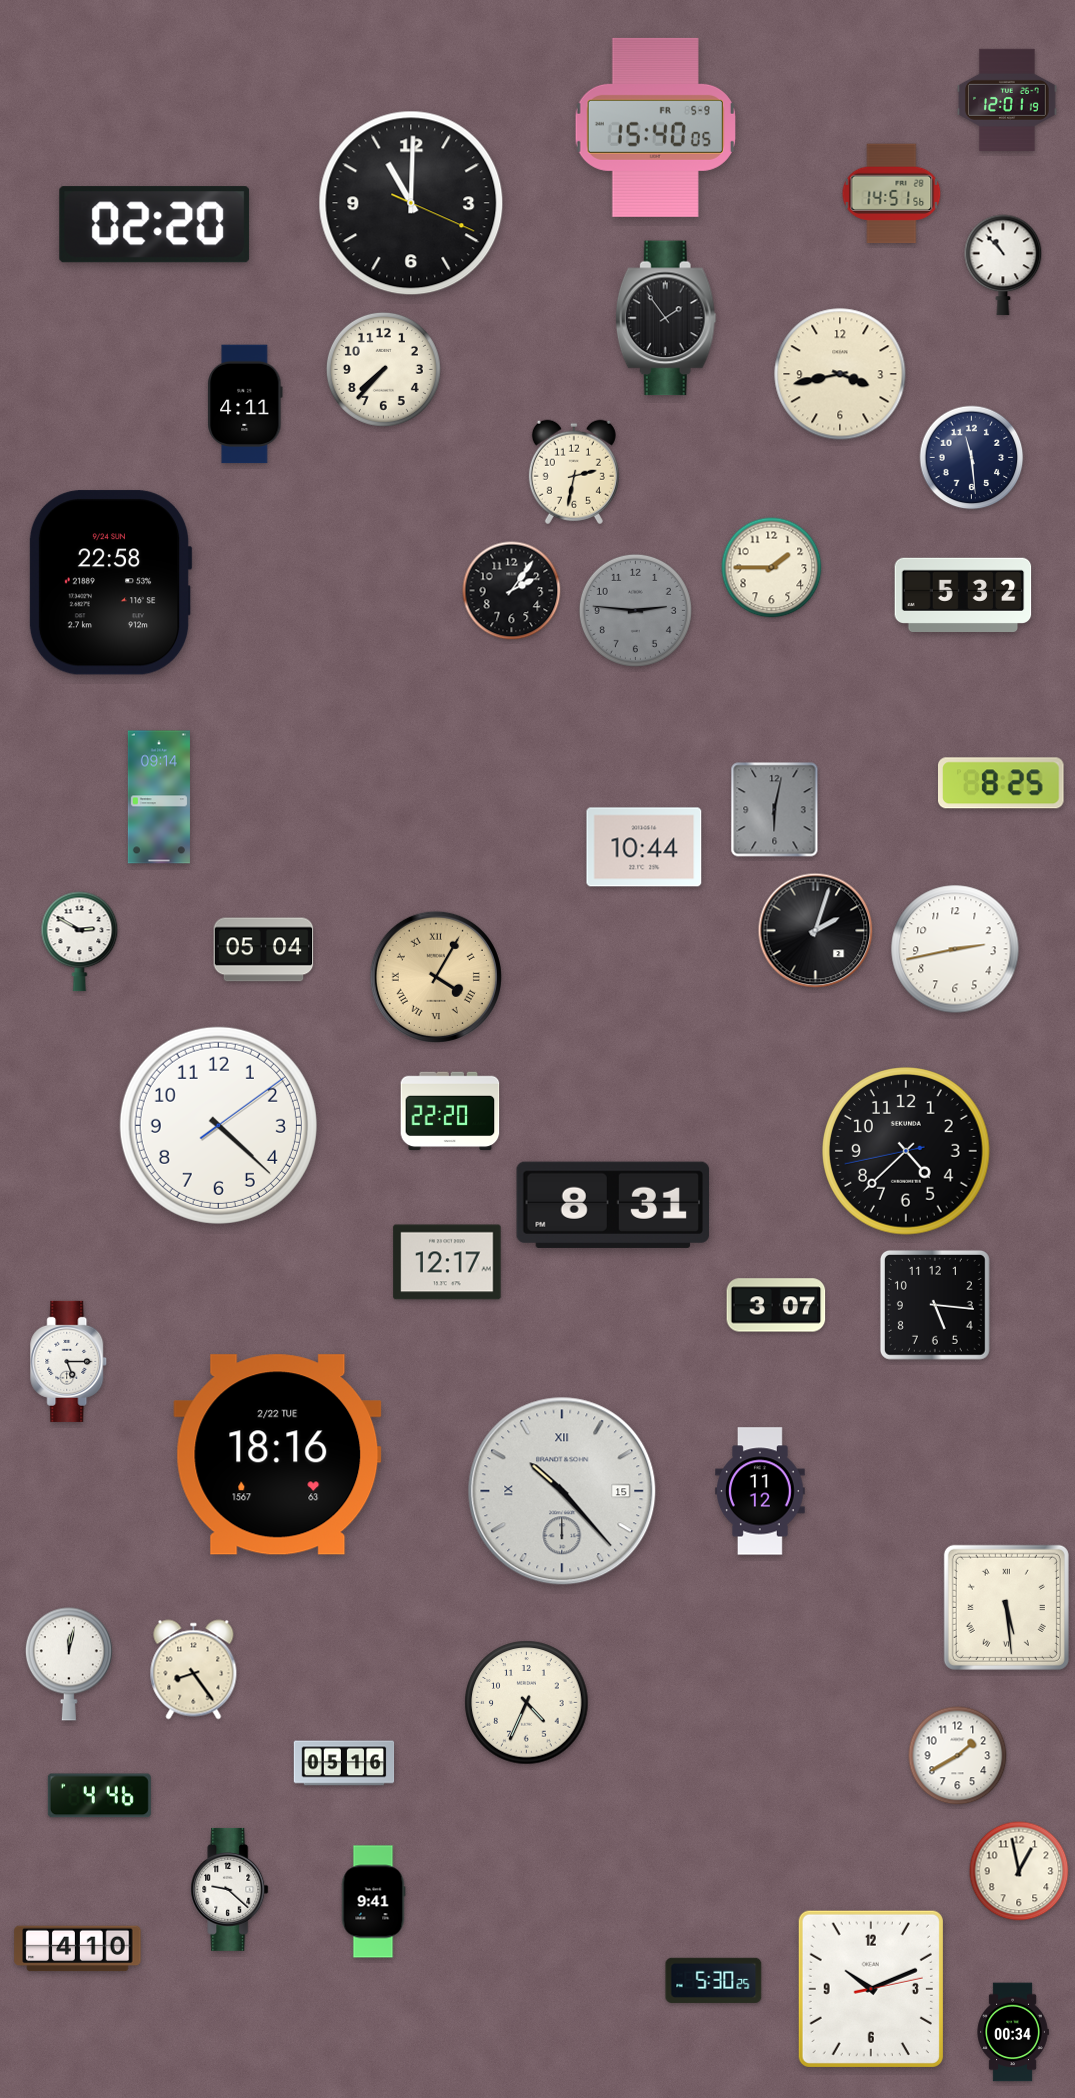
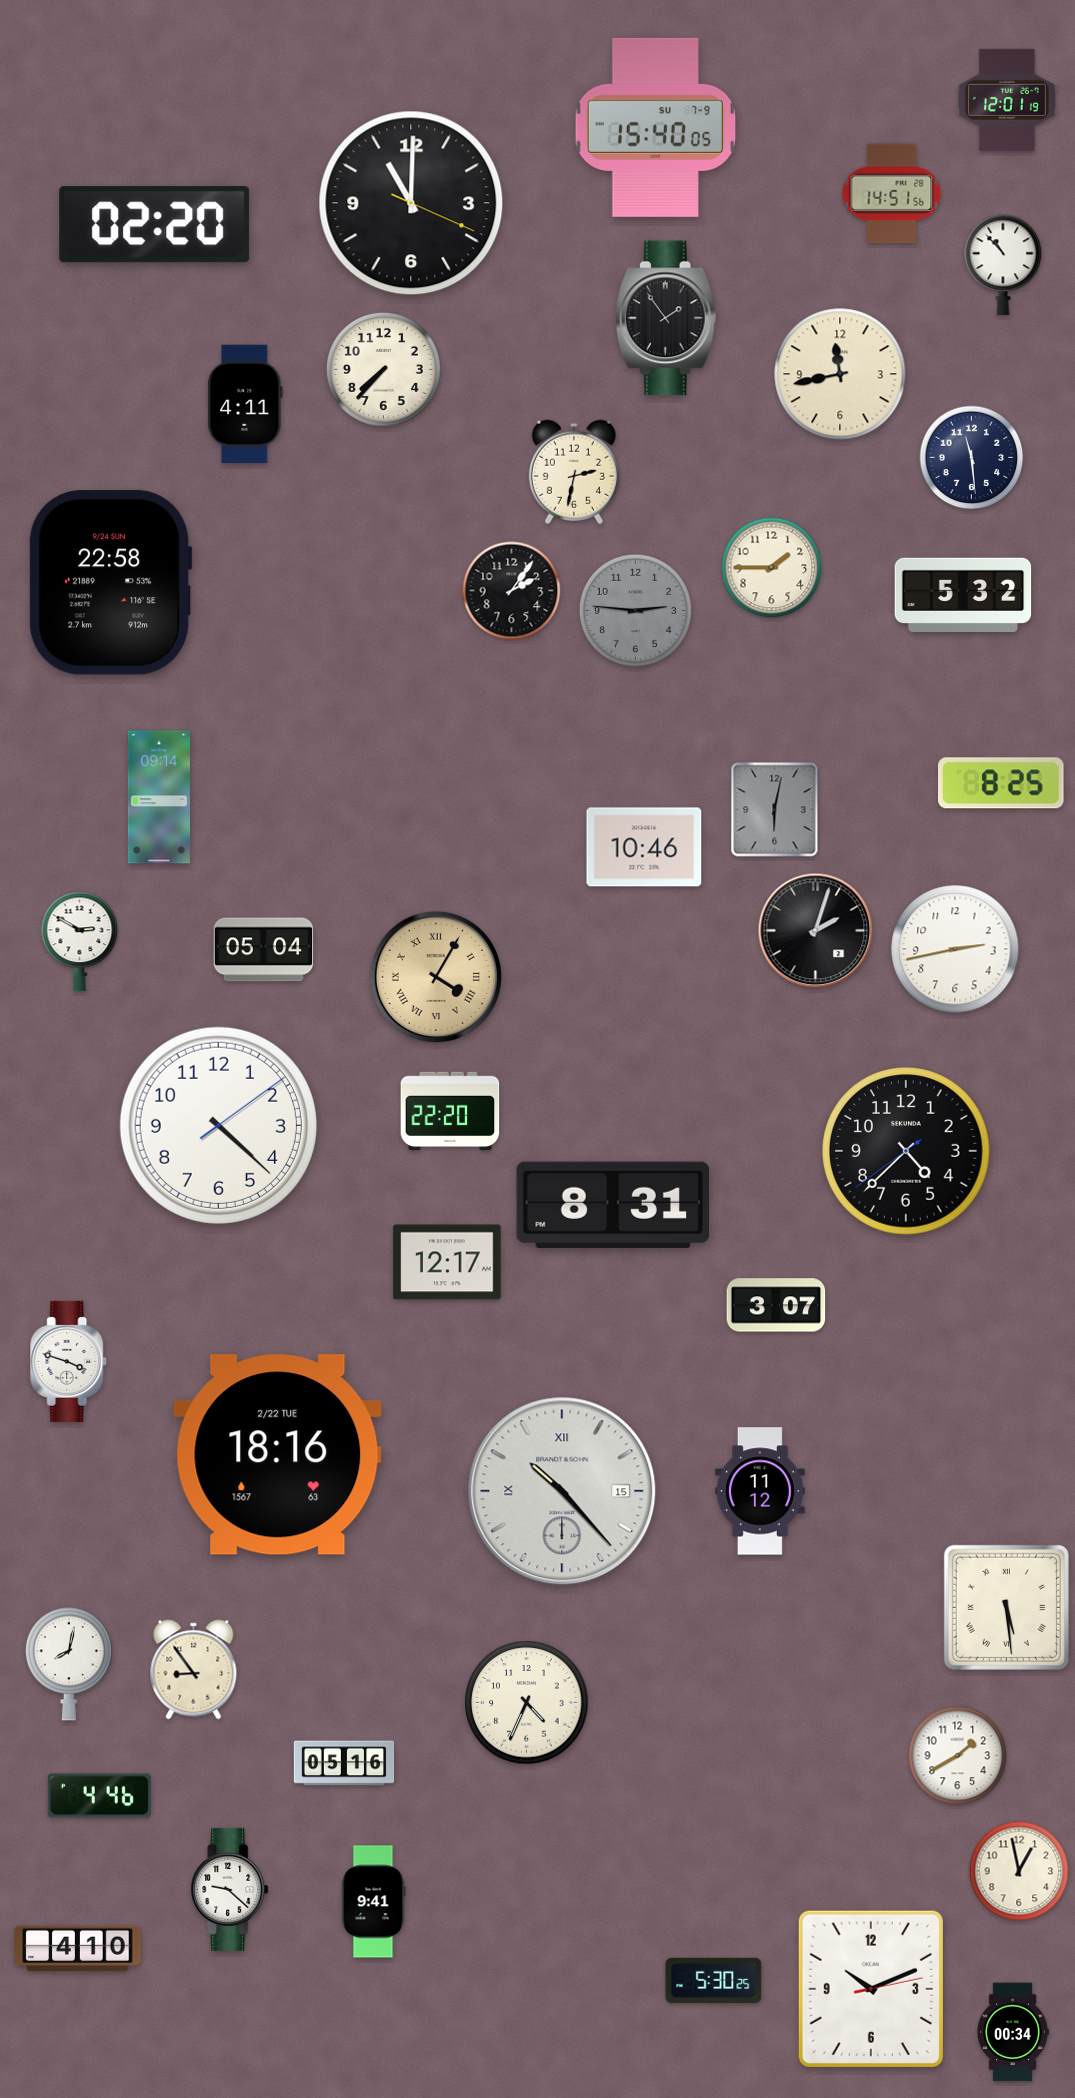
clock at (655, 127) date: FR 5-9 -> SU 7-9
clock at (840, 374): 3:43 -> 11:43
clock at (644, 847): 10:44 -> 10:46
clock at (906, 1151): 4:37:43 -> 4:37:39
clock at (935, 1305): 5:16 -> none
clock at (69, 1361): 5:15 -> 3:48
clock at (69, 1664): 12:02 -> 8:02
clock at (194, 1670): 8:24 -> 8:54
